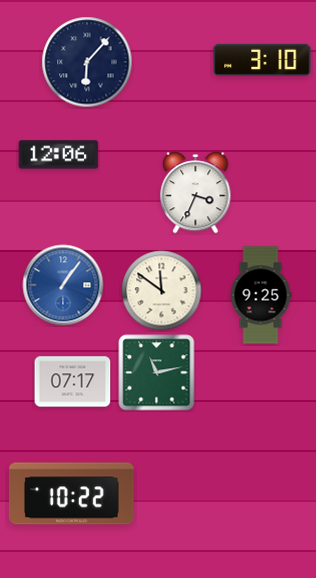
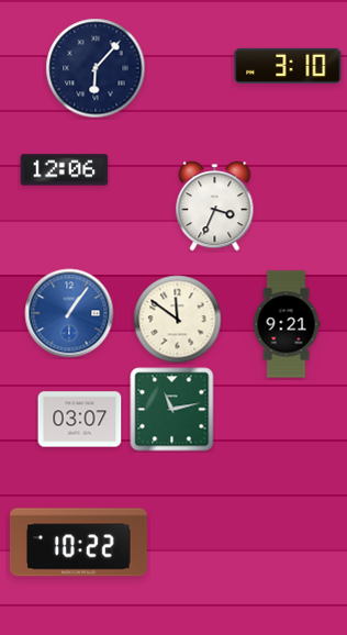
clock at (196, 193) position: (196, 193) -> (215, 207)
clock at (261, 295): 9:25 -> 9:21
clock at (73, 382): 07:17 -> 03:07
